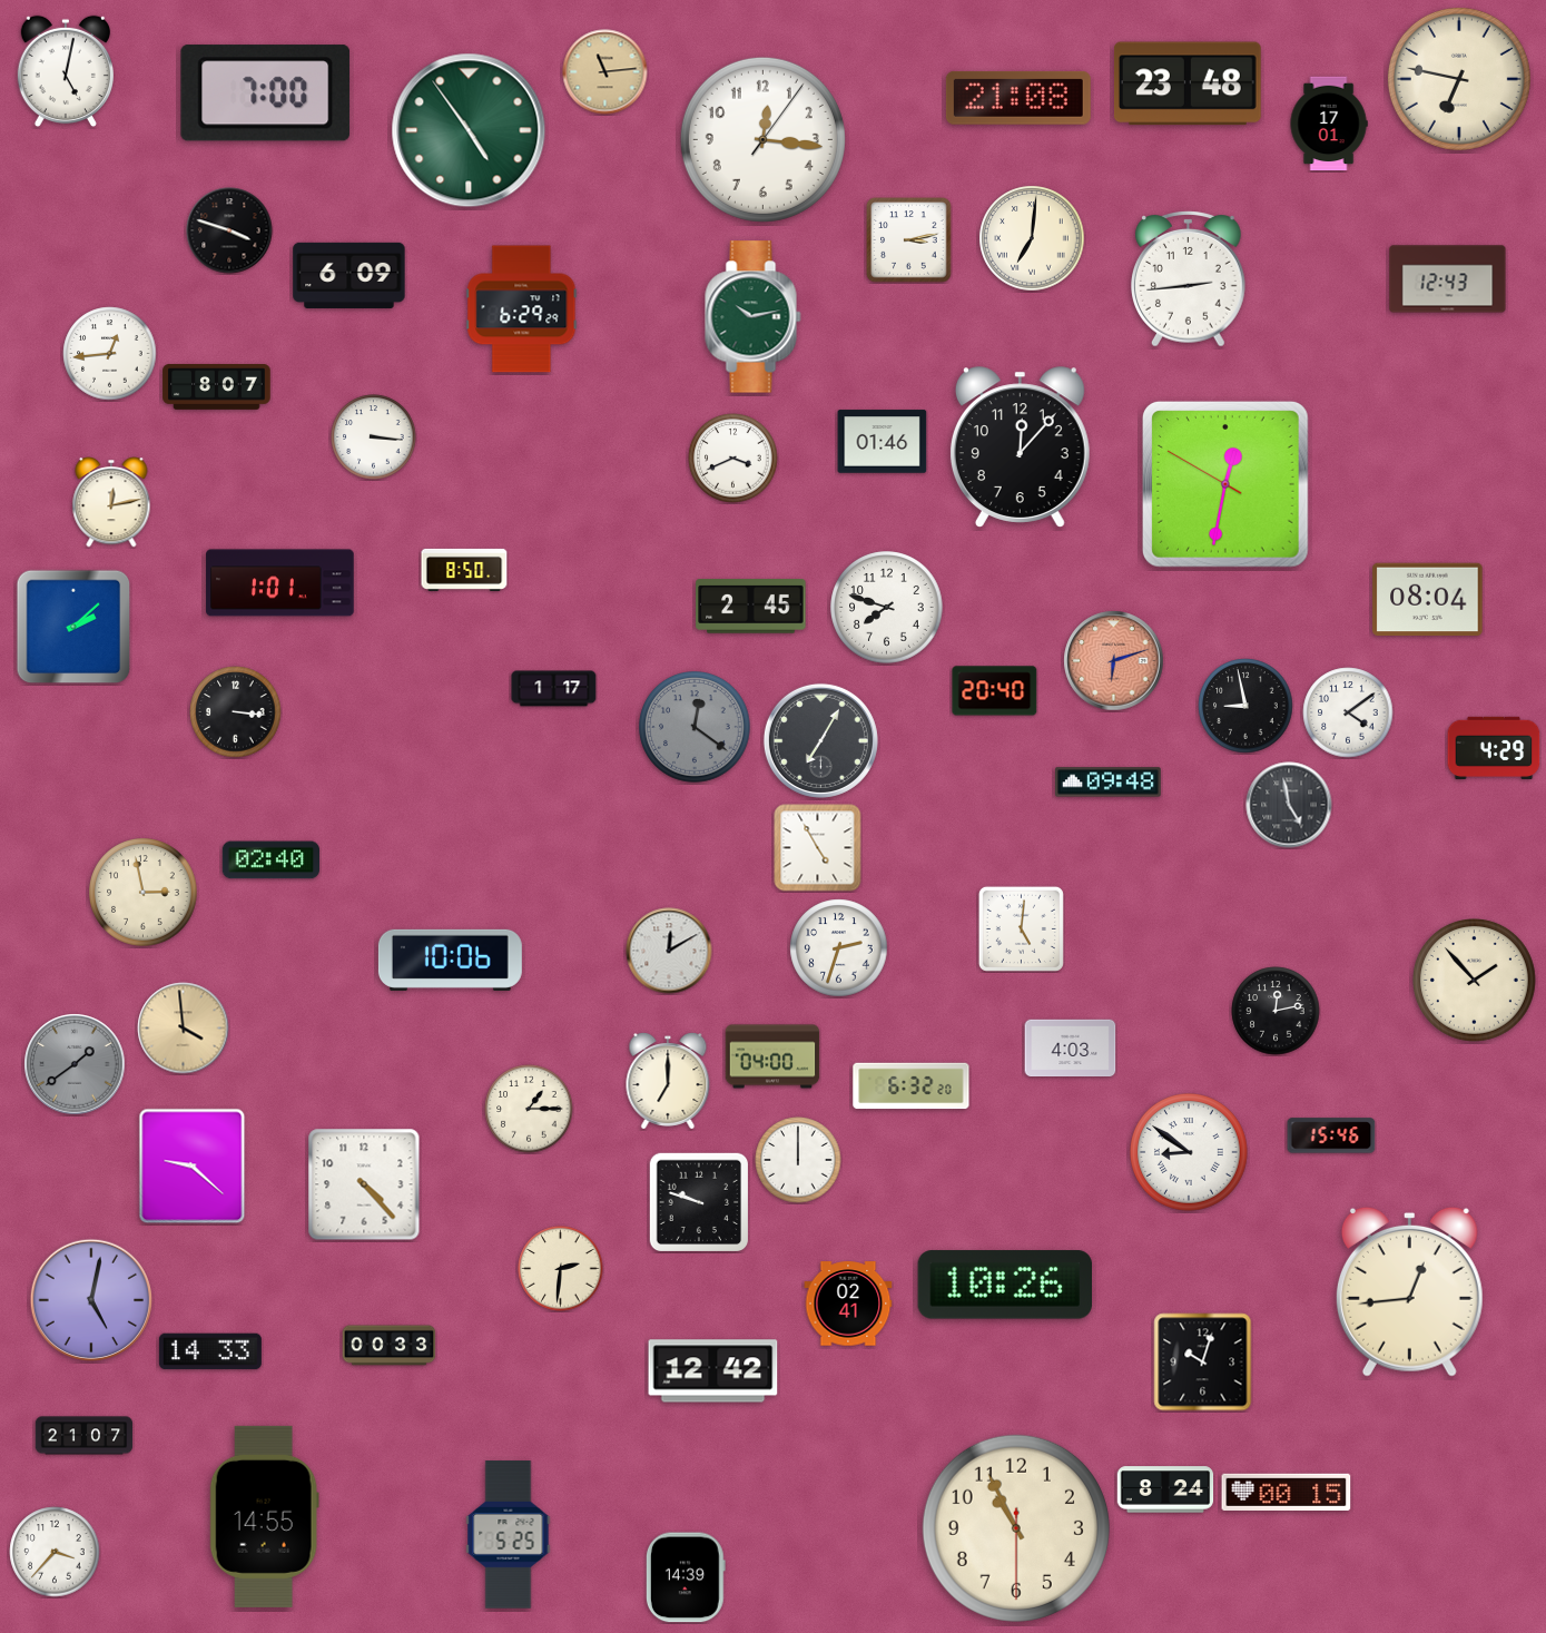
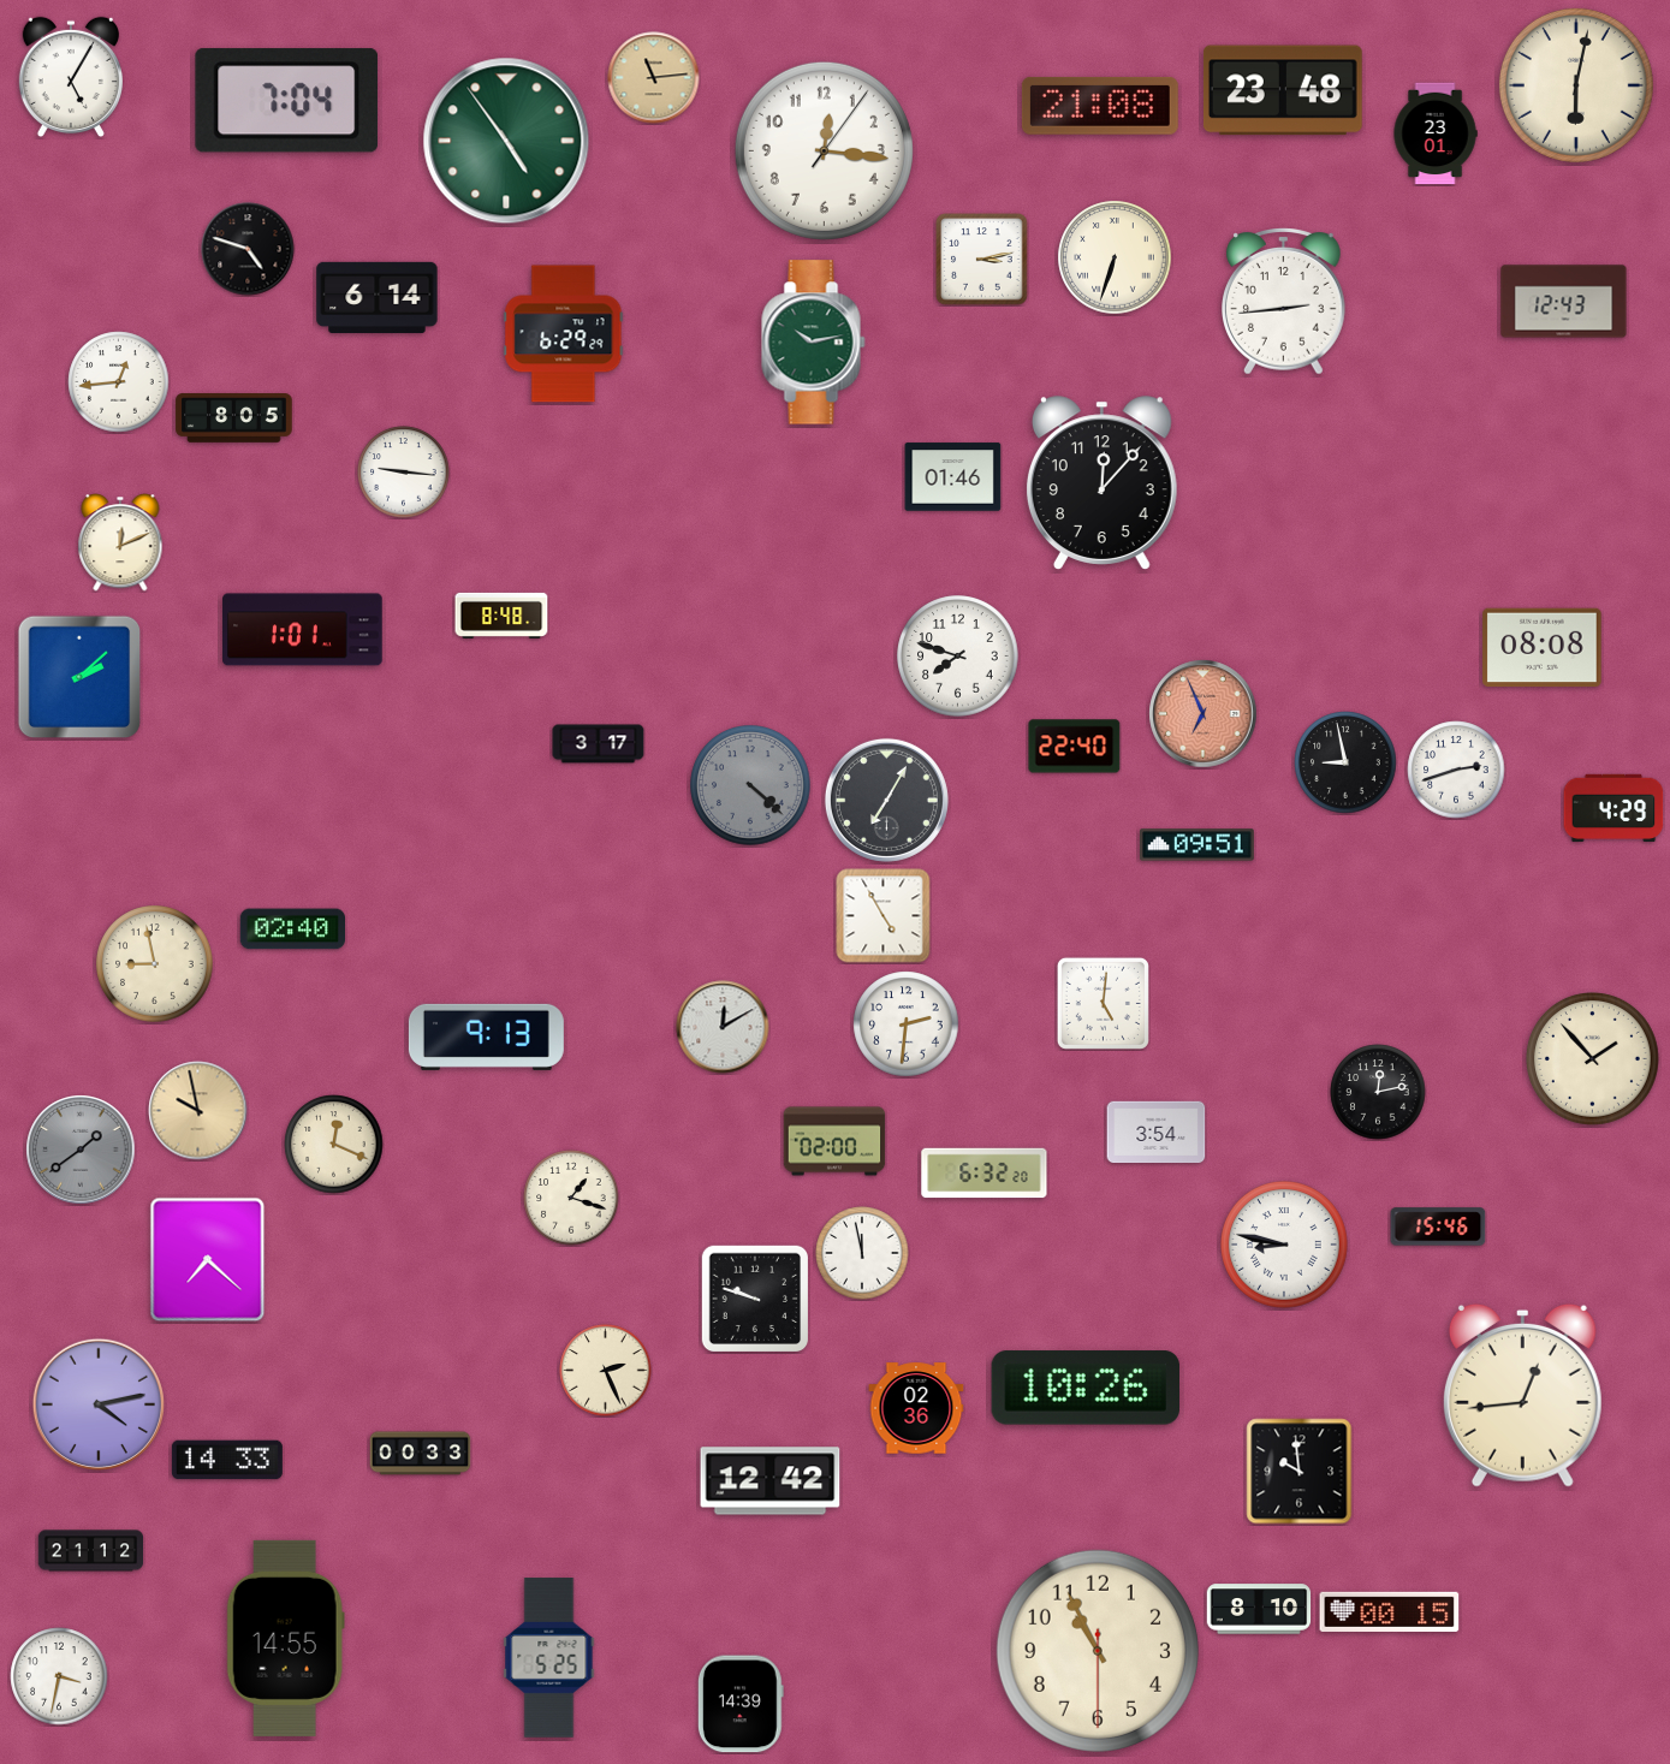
clock at (66, 71): 5:02 -> 5:05
clock at (1459, 79): 6:47 -> 6:02
clock at (266, 94): 7:00 -> 7:04
clock at (1329, 124): 17:01 -> 23:01
clock at (229, 230): 3:48 -> 4:48
clock at (1032, 238): 7:01 -> 6:33
clock at (349, 275): 6:09 -> 6:14
clock at (217, 387): 8:07 -> 8:05
clock at (374, 437): 3:16 -> 9:16
clock at (733, 459): 3:41 -> none
clock at (1225, 484): 12:31 -> none
clock at (111, 502): 12:13 -> 12:11
clock at (464, 570): 8:50 -> 8:48
clock at (1428, 600): 08:04 -> 08:08
clock at (751, 607): 2:45 -> none
clock at (1114, 661): 6:12 -> 6:56
clock at (554, 689): 1:17 -> 3:17
clock at (995, 691): 20:40 -> 22:40
clock at (236, 712): 3:16 -> none
clock at (1348, 712): 4:09 -> 2:42
clock at (695, 727): 12:21 -> 4:22
clock at (1109, 783): 09:48 -> 09:51
clock at (1289, 805): 4:58 -> none
clock at (144, 893): 2:58 -> 8:58
clock at (839, 948): 2:33 -> 2:31
clock at (450, 960): 10:06 -> 9:13
clock at (184, 1029): 3:59 -> 9:58
clock at (1071, 1049): 4:03 -> 3:54
clock at (772, 1056): 04:00 -> 02:00
clock at (334, 1145): none -> 12:19
clock at (668, 1082): 7:00 -> none
clock at (529, 1109): 1:15 -> 1:18
clock at (1190, 1153): 8:51 -> 8:47
clock at (798, 1160): 12:00 -> 11:58
clock at (193, 1167): 9:22 -> 7:22
clock at (364, 1184): 4:23 -> none
clock at (561, 1269): 2:31 -> 2:26
clock at (90, 1299): 5:02 -> 4:13
clock at (848, 1304): 02:41 -> 02:36
clock at (1203, 1363): 10:03 -> 9:59
clock at (85, 1436): 21:07 -> 21:12
clock at (1165, 1489): 8:24 -> 8:10
clock at (55, 1552): 3:37 -> 3:32
